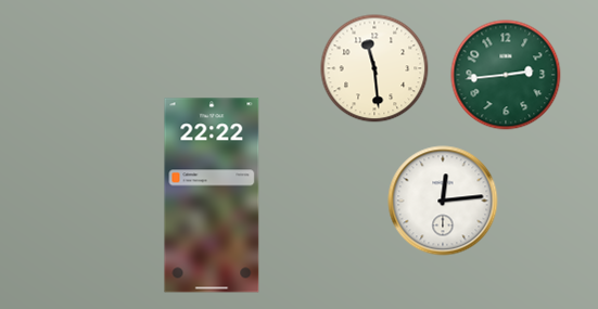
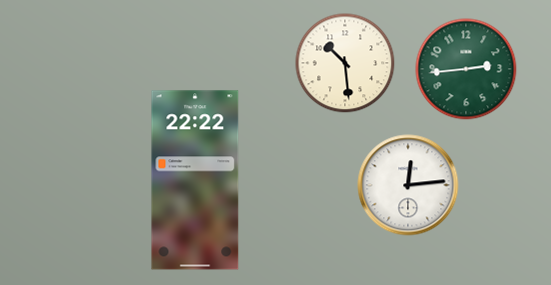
clock at (374, 68): 11:29 -> 10:29
